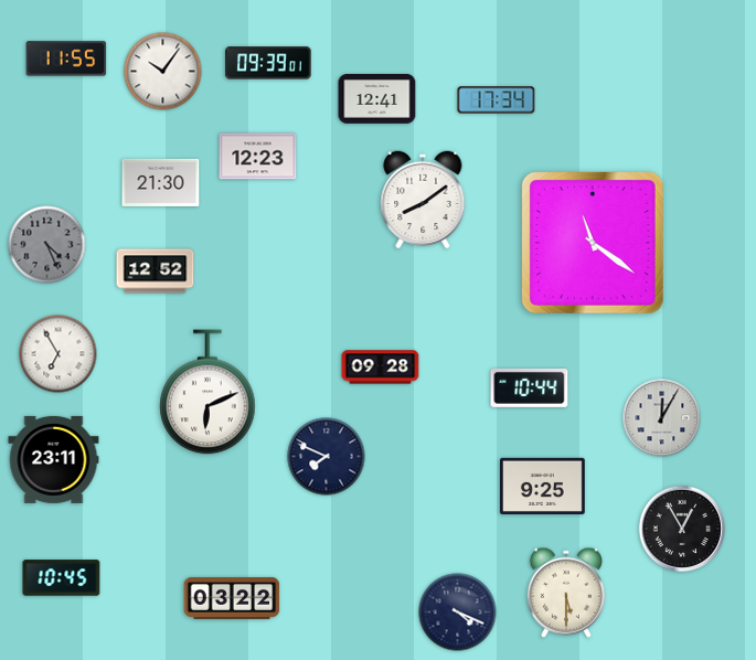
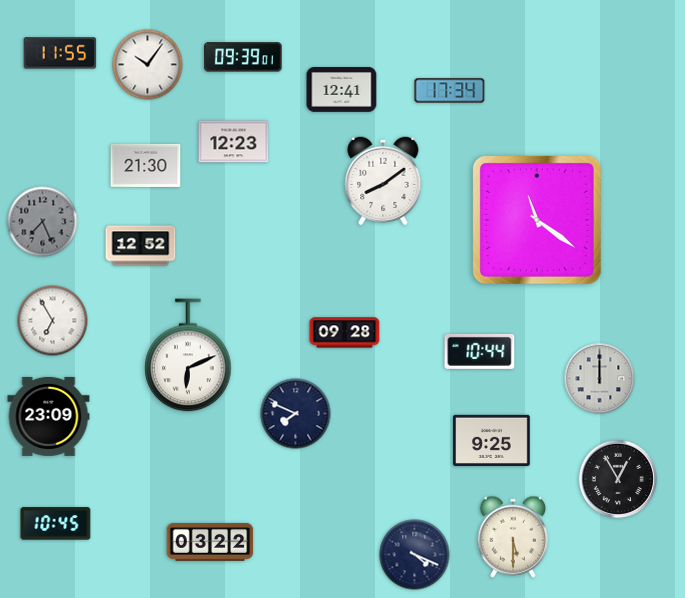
clock at (47, 245): 4:26 -> 7:26
clock at (662, 418): 12:05 -> 12:00
clock at (54, 459): 23:11 -> 23:09
